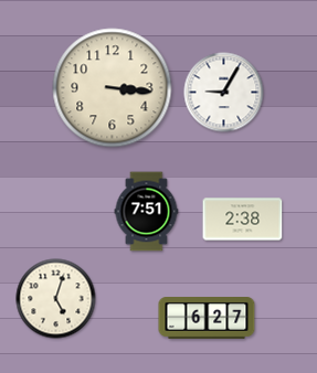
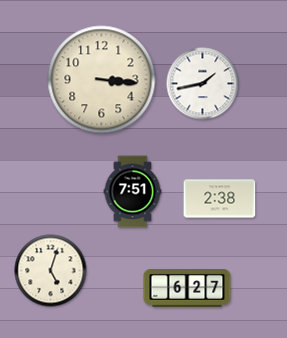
clock at (224, 93): 9:05 -> 1:43
